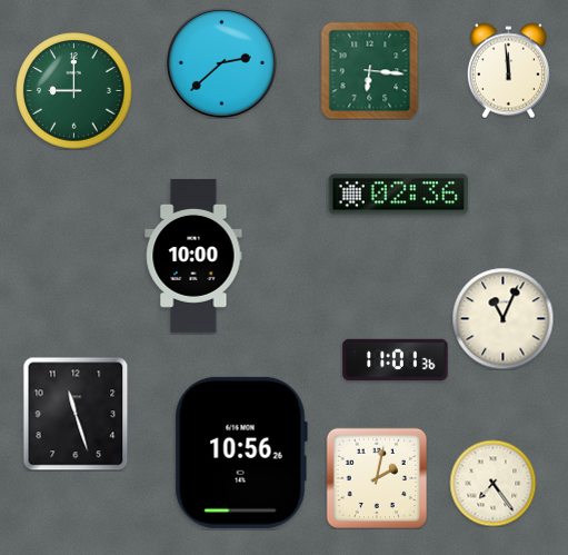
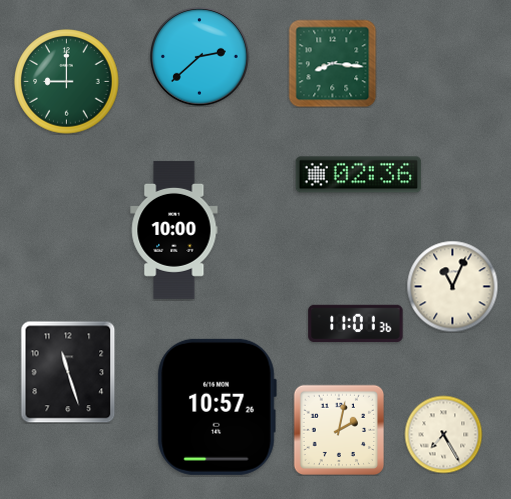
clock at (369, 70): 6:16 -> 8:16
clock at (508, 70): 11:59 -> none
clock at (241, 453): 10:56 -> 10:57
clock at (492, 483): 7:24 -> 7:25
